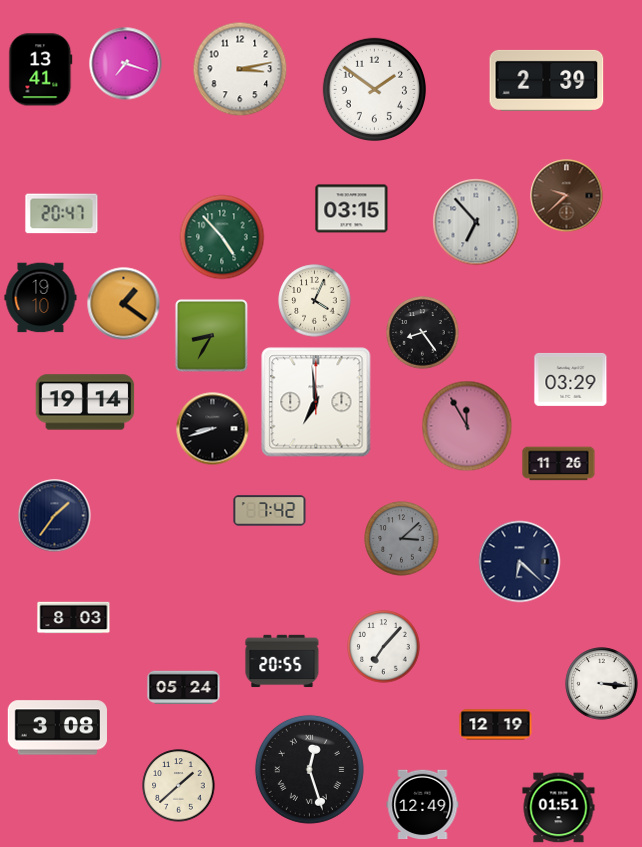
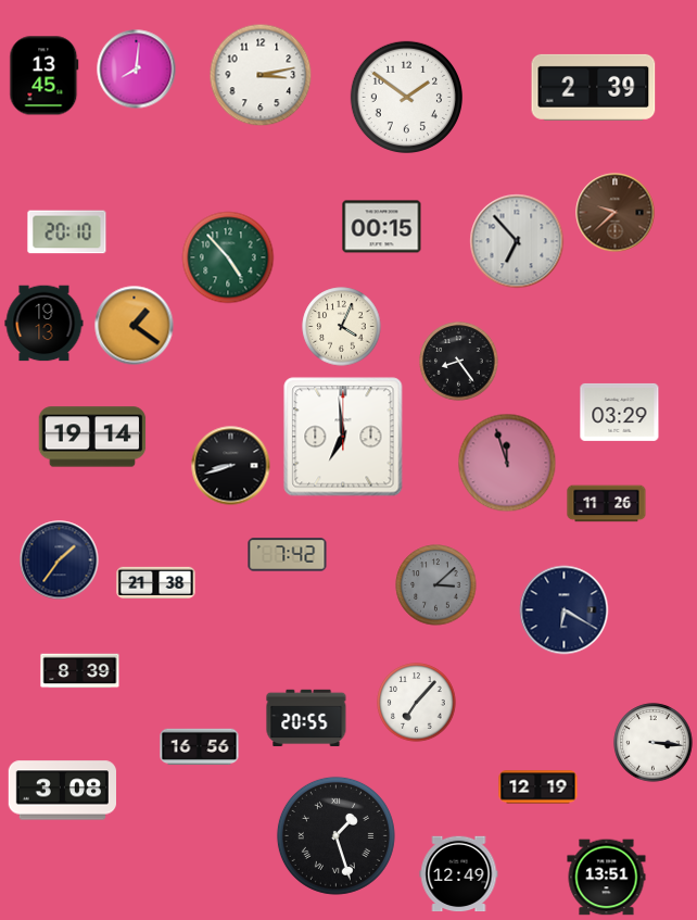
clock at (126, 64): 7:18 -> 8:01
clock at (41, 70): 13:41 -> 13:45
clock at (352, 209): 03:15 -> 00:15
clock at (62, 214): 20:47 -> 20:10
clock at (222, 237) position: (222, 237) -> (228, 257)
clock at (41, 298): 19:10 -> 19:13
clock at (124, 304) position: (124, 304) -> (135, 326)
clock at (212, 336): 8:35 -> none
clock at (467, 426): 11:55 -> 11:57
clock at (270, 511) position: (270, 511) -> (288, 555)
clock at (156, 583): none -> 21:38
clock at (520, 562): 6:22 -> 6:20
clock at (74, 618): 8:03 -> 8:39
clock at (184, 688): 05:24 -> 16:56
clock at (309, 769): 12:27 -> 1:27
clock at (179, 786): 1:38 -> none
clock at (559, 808): 01:51 -> 13:51
